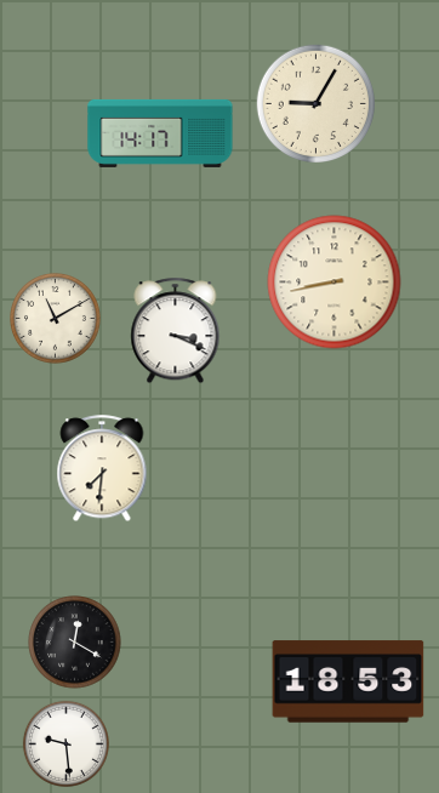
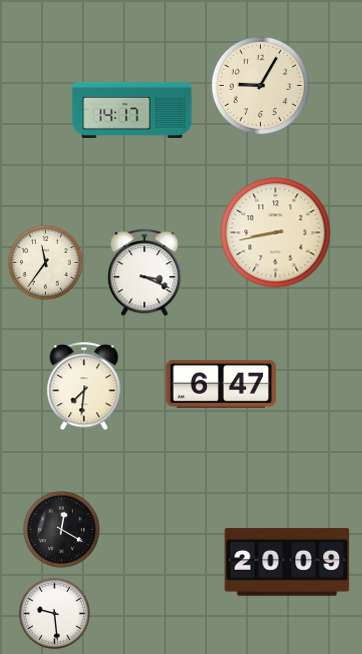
clock at (56, 319): 11:10 -> 11:36
clock at (221, 384): none -> 6:47
clock at (348, 681): 18:53 -> 20:09
